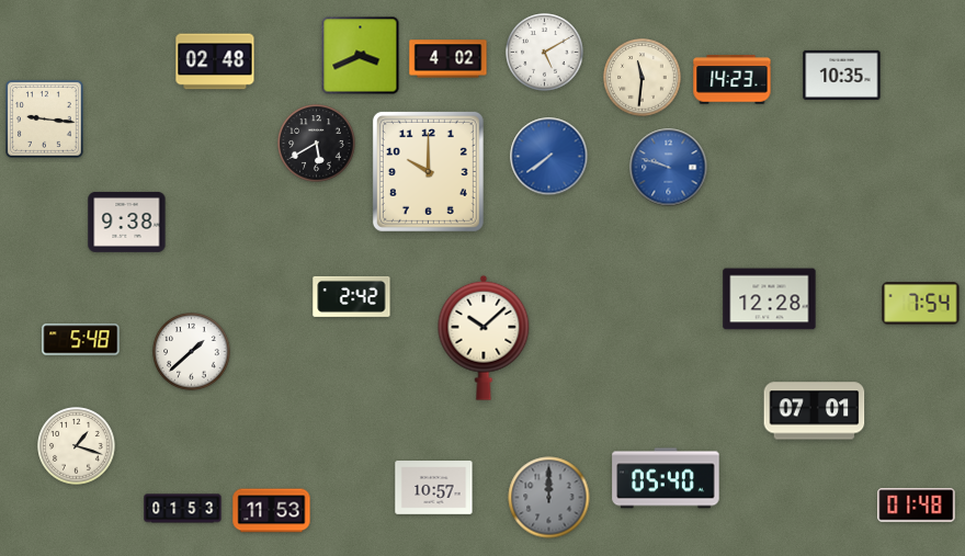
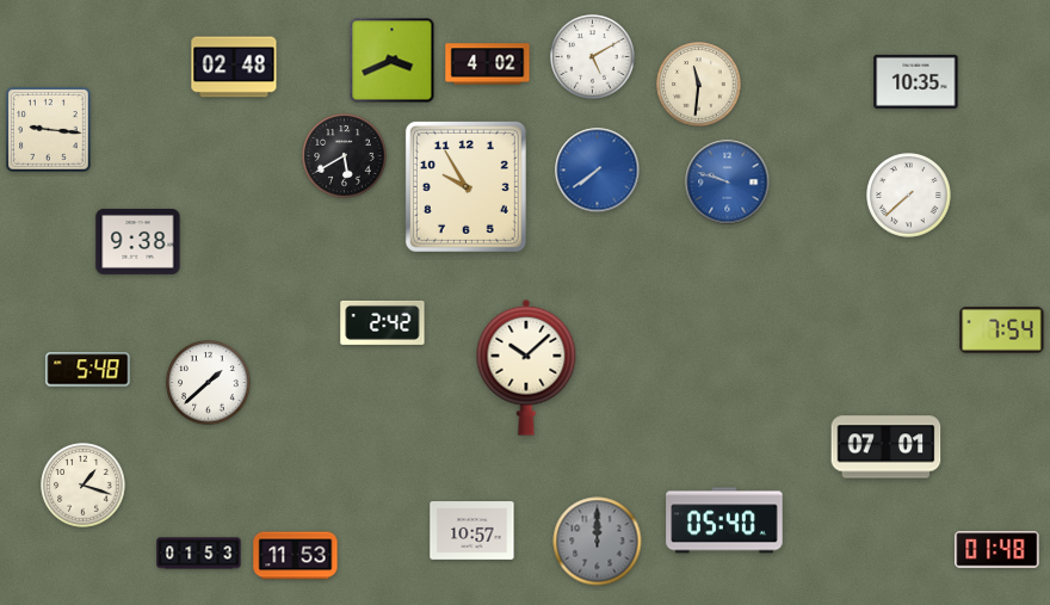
clock at (733, 80): 14:23 -> none
clock at (428, 171): 10:00 -> 9:55
clock at (909, 196): none -> 7:38
clock at (770, 299): 12:28 -> none
